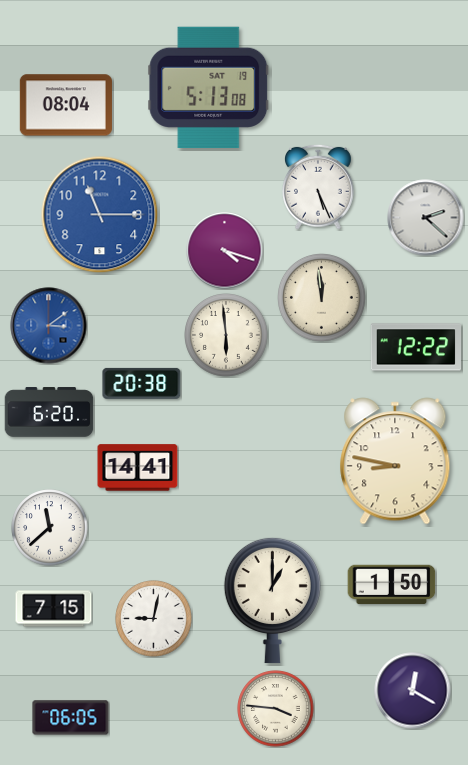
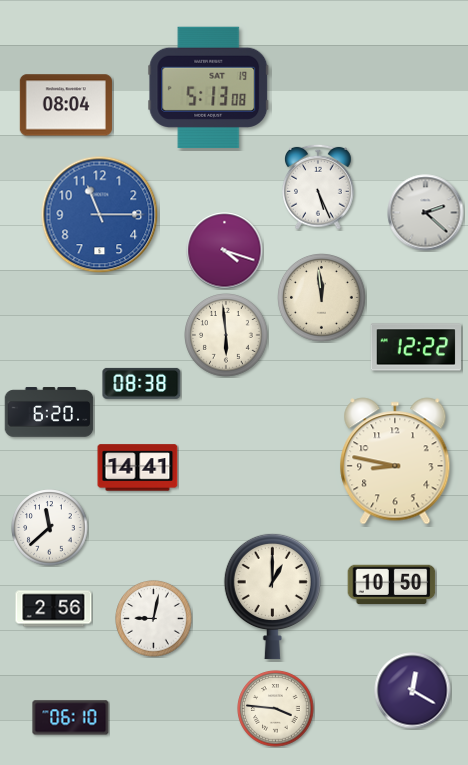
clock at (426, 218) position: (426, 218) -> (426, 213)
clock at (49, 326): 3:09 -> none
clock at (142, 383): 20:38 -> 08:38
clock at (392, 585): 1:50 -> 10:50
clock at (272, 600) position: (272, 600) -> (272, 596)
clock at (54, 609): 7:15 -> 2:56
clock at (71, 718): 06:05 -> 06:10
